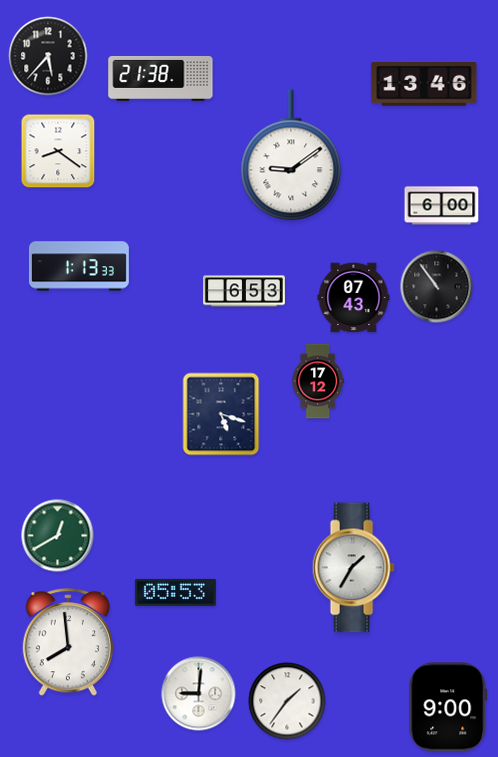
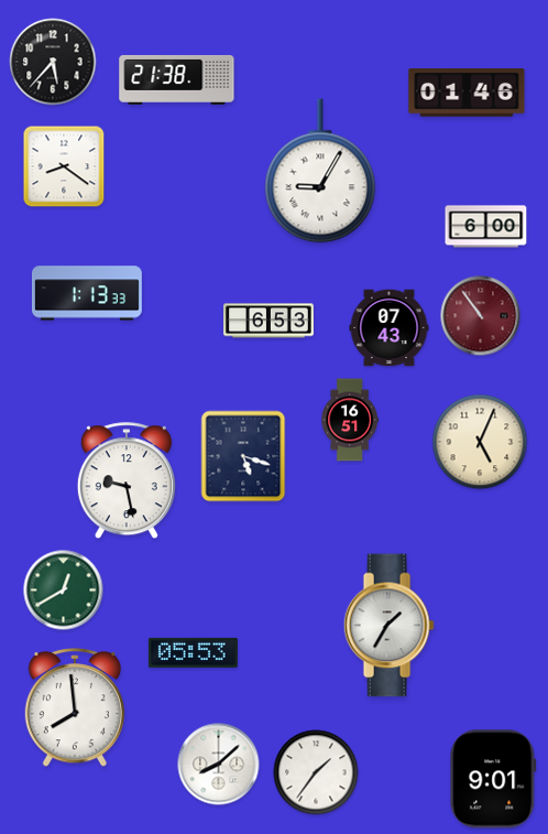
clock at (161, 78) position: (161, 78) -> (177, 79)
clock at (424, 84): 13:46 -> 01:46
clock at (291, 155): 9:09 -> 9:05
clock at (437, 287) dial: black -> burgundy
clock at (318, 381): 17:12 -> 16:51
clock at (480, 442): none -> 5:04
clock at (127, 481): none -> 9:28
clock at (199, 694): 9:01 -> 8:08
clock at (448, 707): 9:00 -> 9:01
